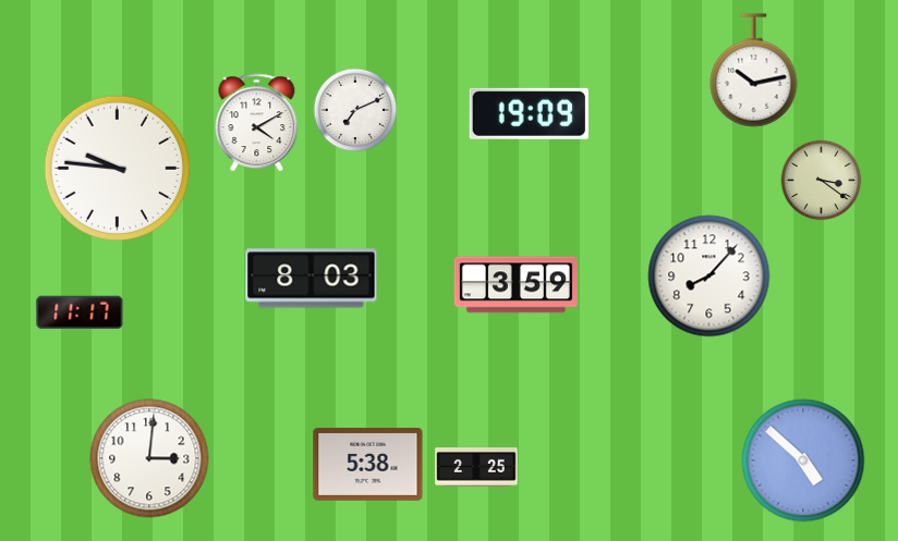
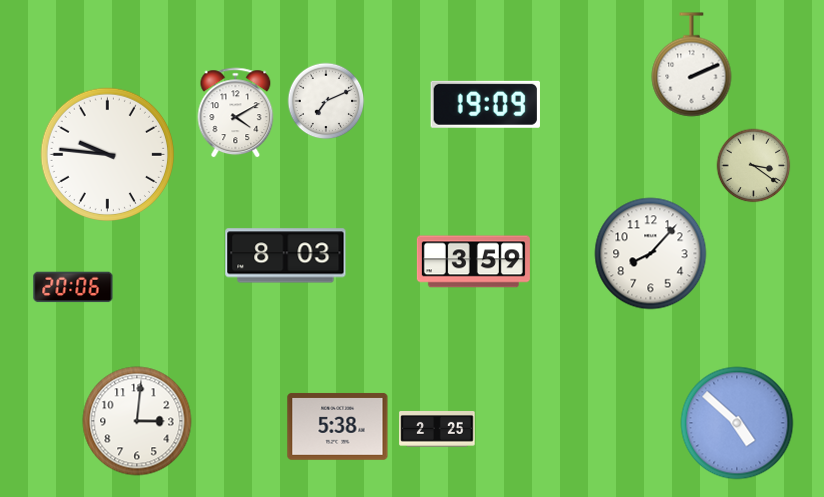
clock at (754, 71): 10:13 -> 2:11
clock at (80, 312): 11:17 -> 20:06
